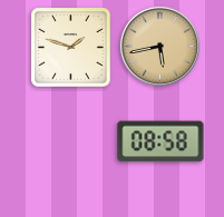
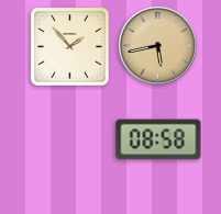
clock at (71, 48): 1:48 -> 1:53
